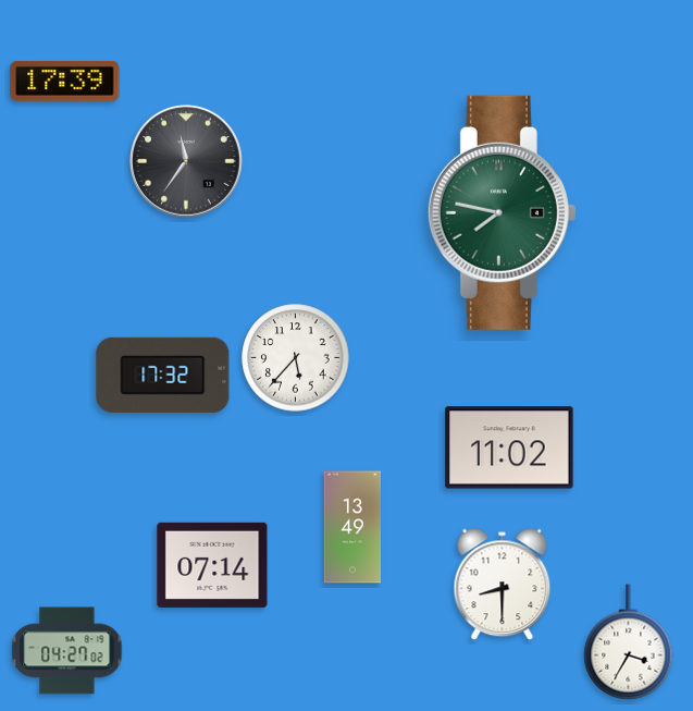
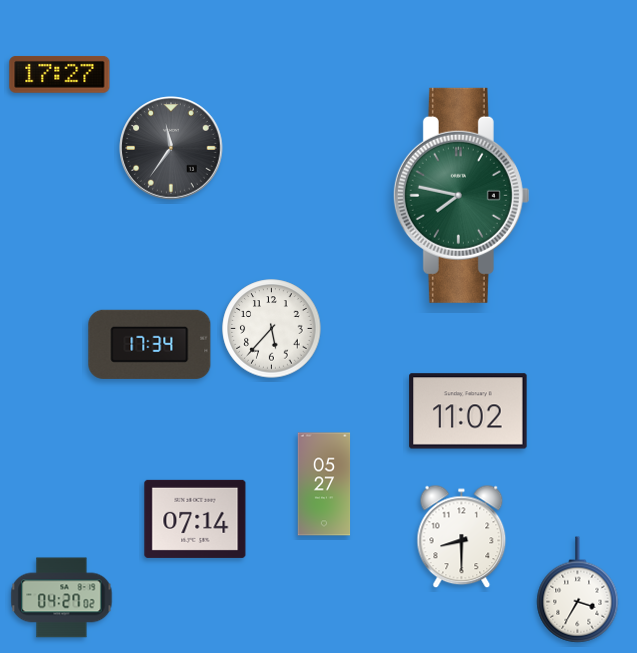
clock at (65, 81): 17:39 -> 17:27
clock at (163, 375): 17:32 -> 17:34
clock at (352, 527): 13:49 -> 05:27
